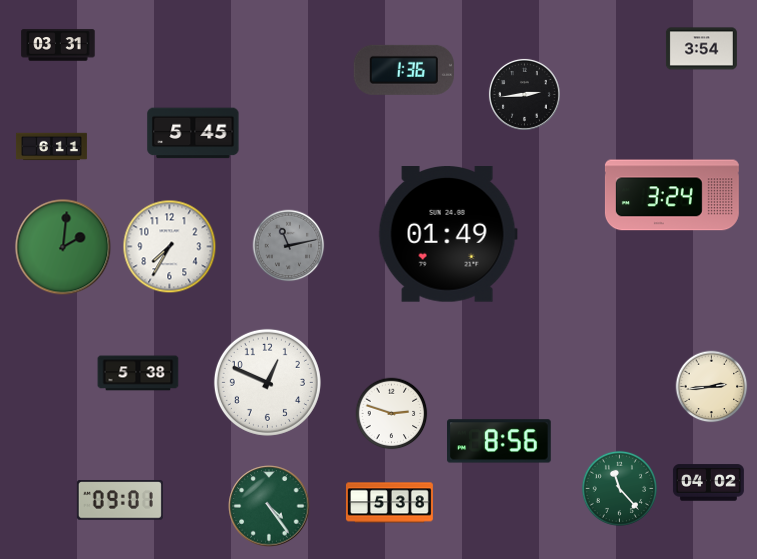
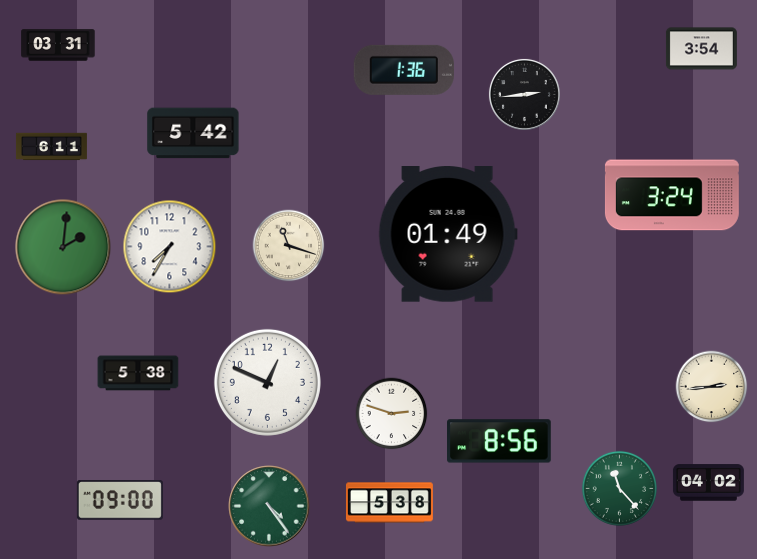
clock at (193, 133): 5:45 -> 5:42
clock at (289, 246): 11:13 -> 11:18
clock at (289, 246) dial: grey -> cream
clock at (120, 500): 09:01 -> 09:00
